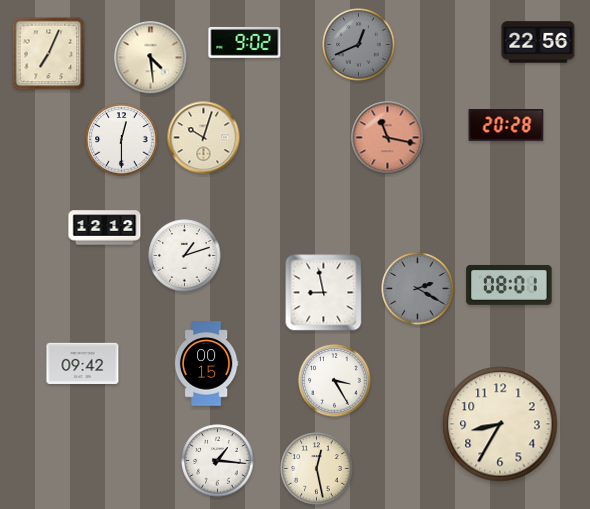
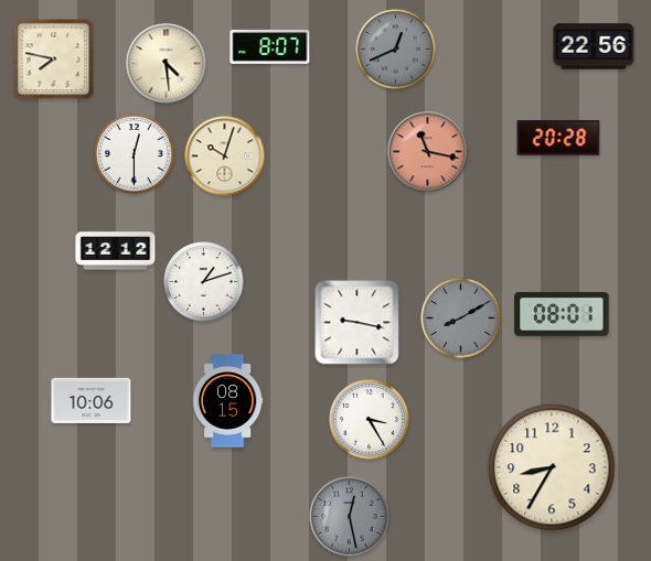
clock at (245, 43): 9:02 -> 8:07
clock at (49, 54): 7:04 -> 7:47
clock at (204, 138) position: (204, 138) -> (225, 157)
clock at (418, 289): 2:20 -> 8:10
clock at (324, 293): 8:58 -> 9:17
clock at (83, 363): 09:42 -> 10:06
clock at (206, 364): 00:15 -> 08:15
clock at (218, 461): 1:16 -> none
clock at (317, 469) dial: cream -> grey
